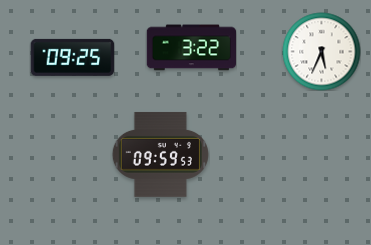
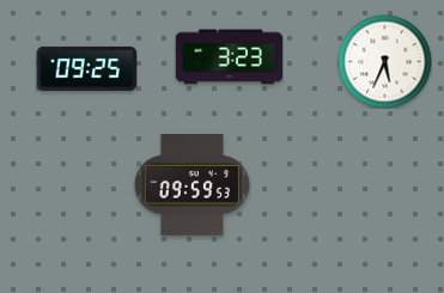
clock at (191, 48): 3:22 -> 3:23
